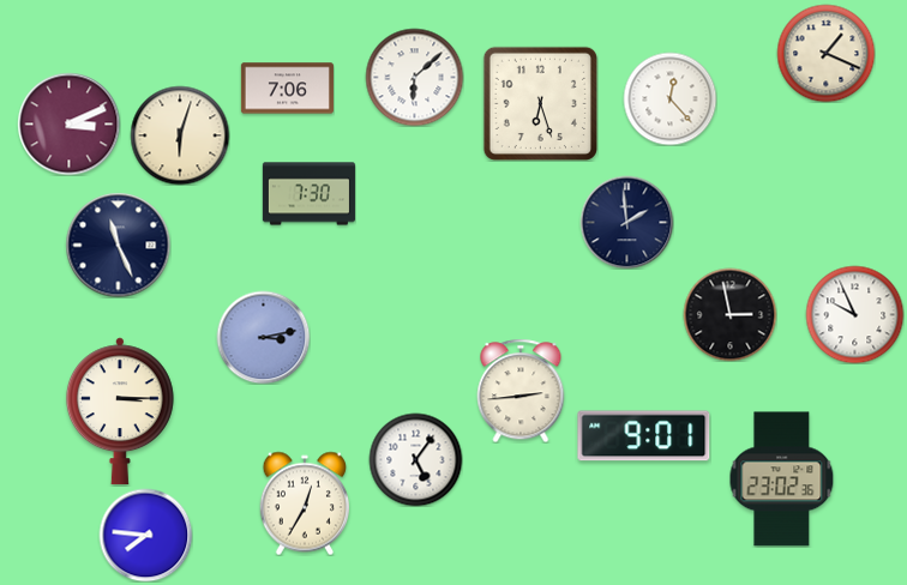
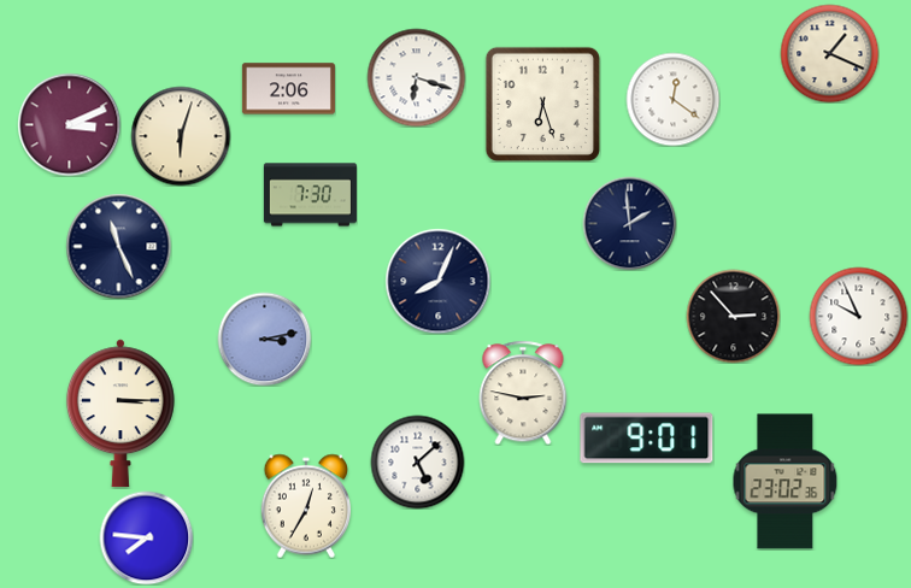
clock at (414, 77): 6:08 -> 6:18
clock at (287, 89): 7:06 -> 2:06
clock at (669, 98): 12:23 -> 12:21
clock at (437, 281): none -> 8:04
clock at (729, 314): 2:58 -> 2:53
clock at (521, 391): 2:44 -> 2:47
clock at (415, 459): 5:06 -> 5:08
